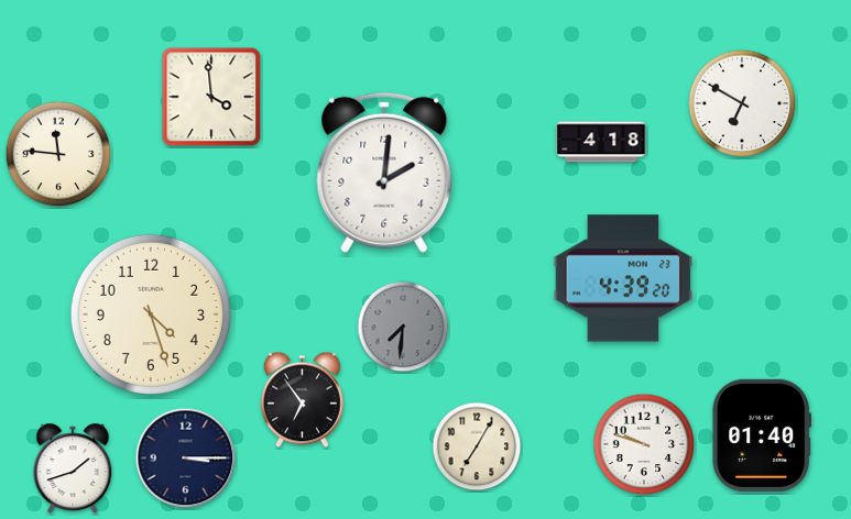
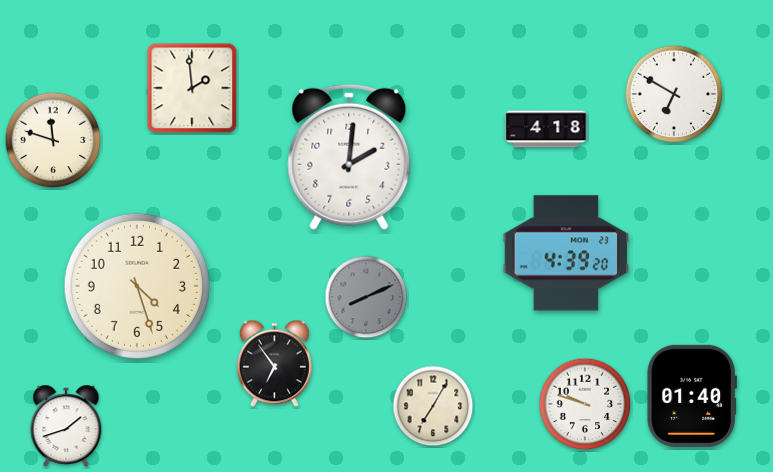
clock at (211, 97): 3:59 -> 1:59
clock at (58, 154): 11:46 -> 11:48
clock at (403, 327): 7:31 -> 8:11
clock at (186, 459): 3:15 -> none
